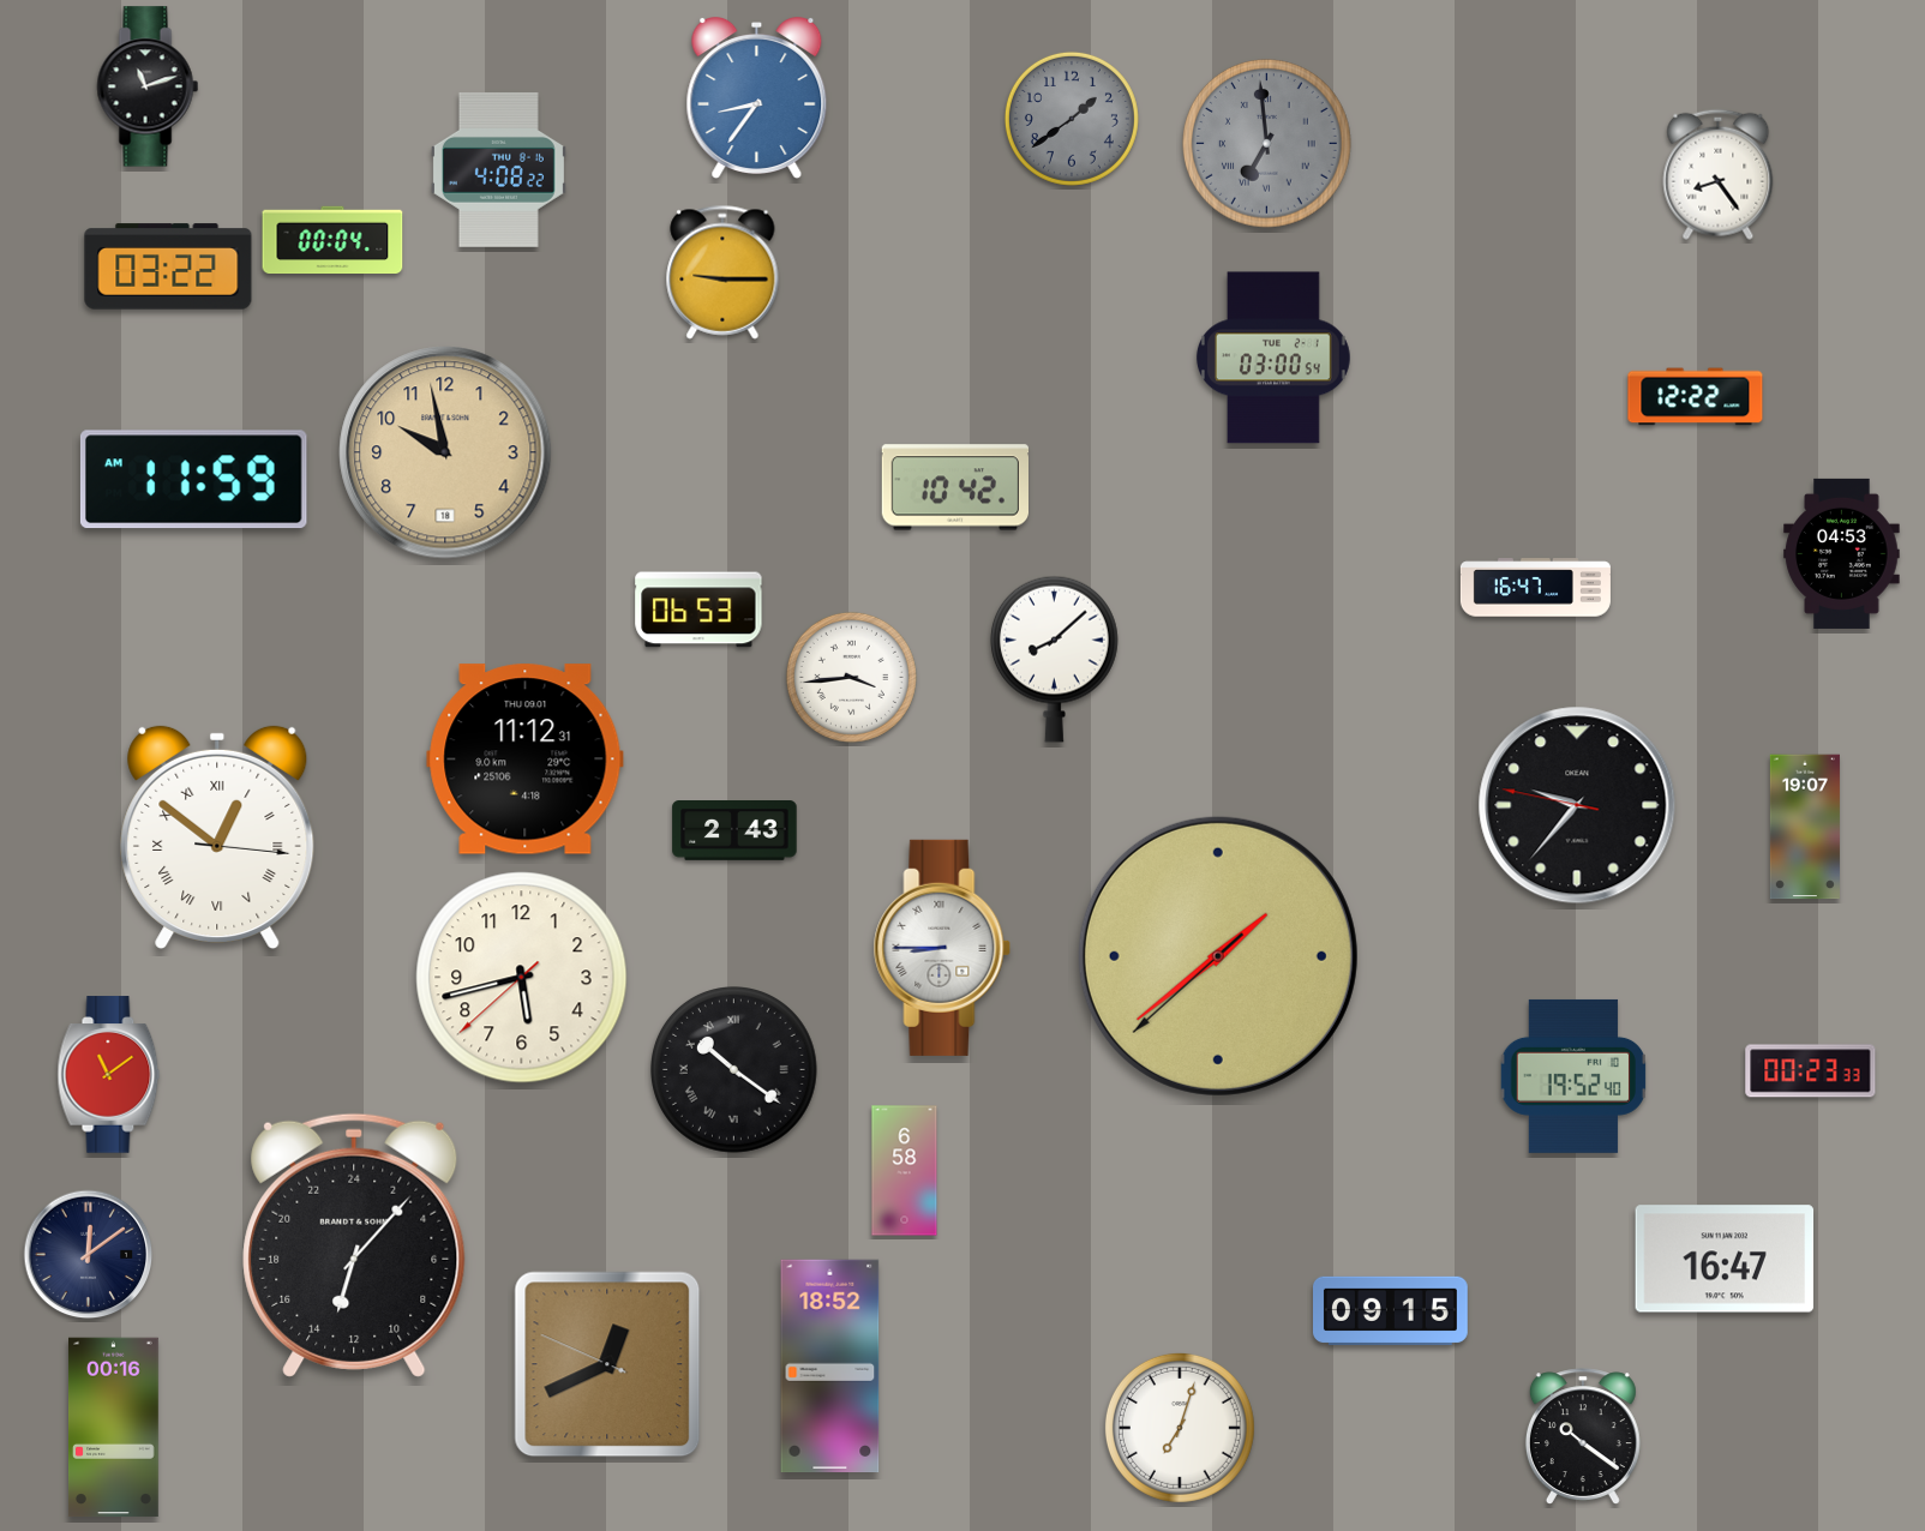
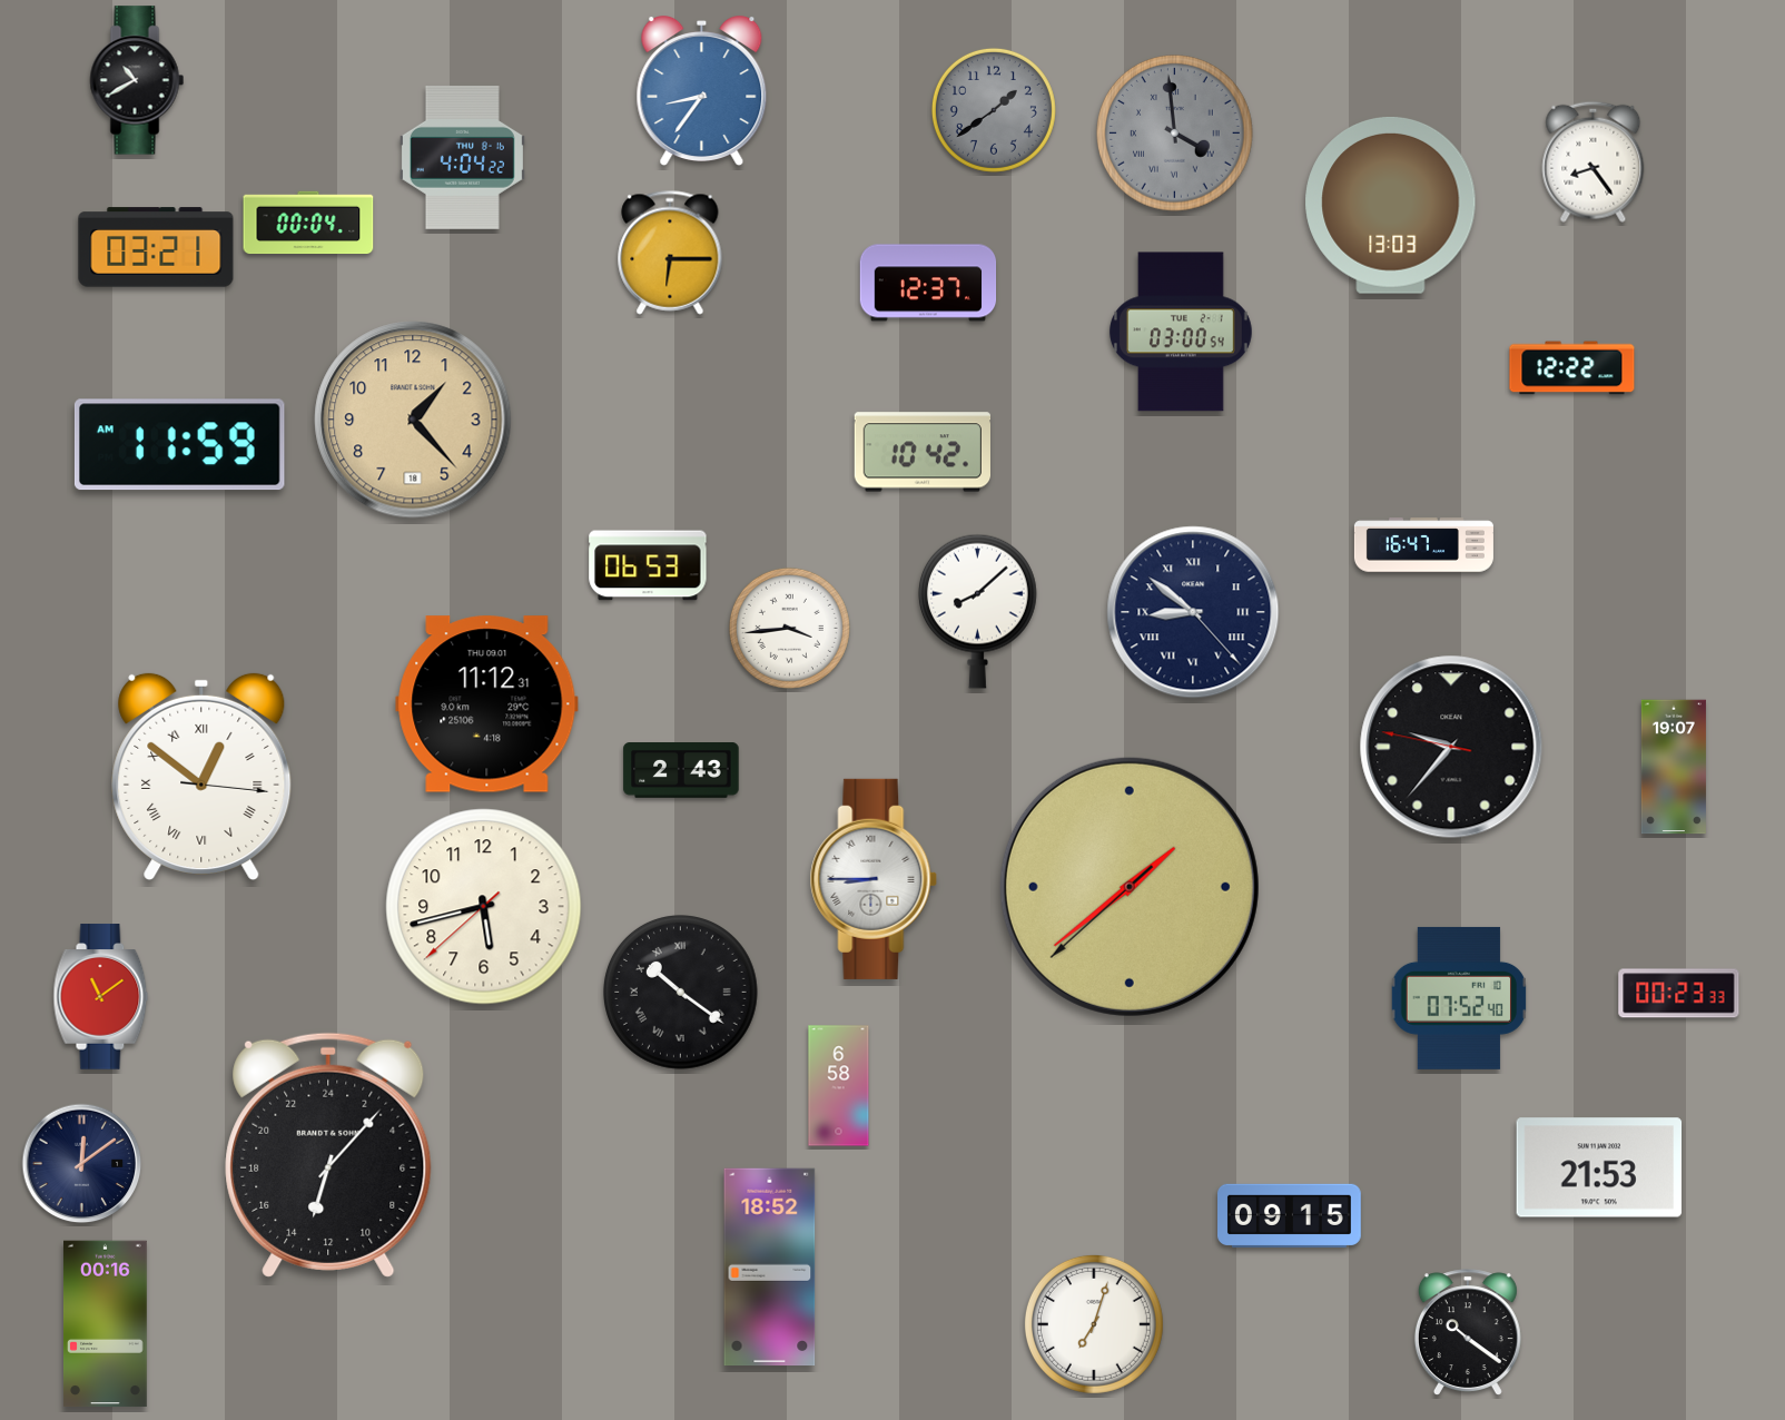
clock at (148, 86): 11:12 -> 10:40
clock at (1267, 144): 6:59 -> 3:59
clock at (498, 169): 4:08 -> 4:04
clock at (1391, 205): none -> 13:03
clock at (168, 266): 03:22 -> 03:21
clock at (722, 272): 9:15 -> 6:15
clock at (928, 283): none -> 12:37
clock at (445, 452): 9:58 -> 1:23
clock at (954, 487) position: (954, 487) -> (921, 452)
clock at (1842, 553): 04:53 -> none
clock at (1193, 612): none -> 8:51
clock at (1577, 805) position: (1577, 805) -> (1451, 747)
clock at (1572, 1076): 19:52 -> 07:52
clock at (1725, 1259): 16:47 -> 21:53
clock at (607, 1364): 12:40 -> none
